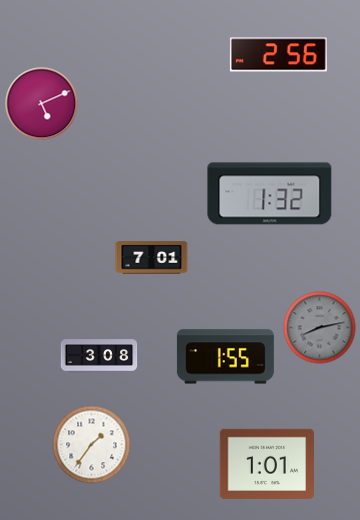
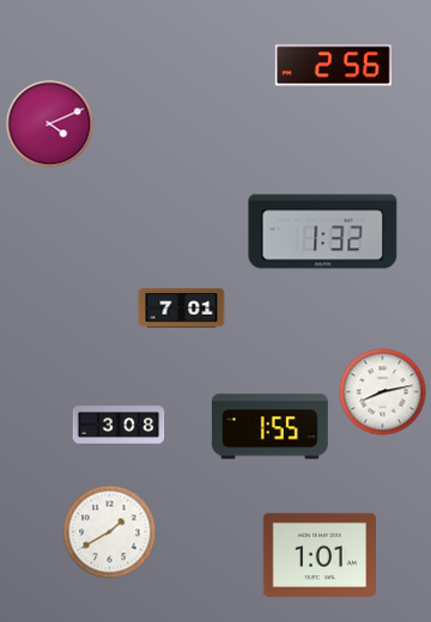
clock at (42, 104): 5:11 -> 4:11
clock at (320, 328) dial: grey -> white
clock at (92, 445): 1:36 -> 1:40
